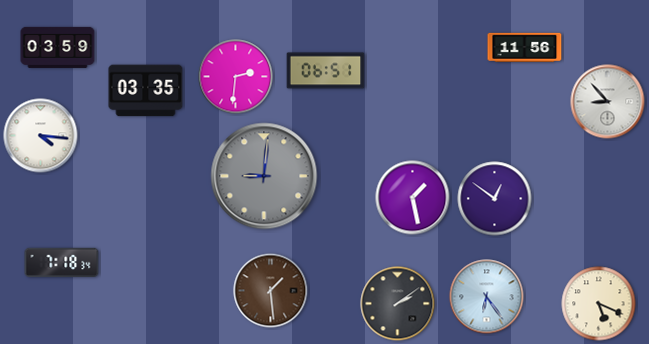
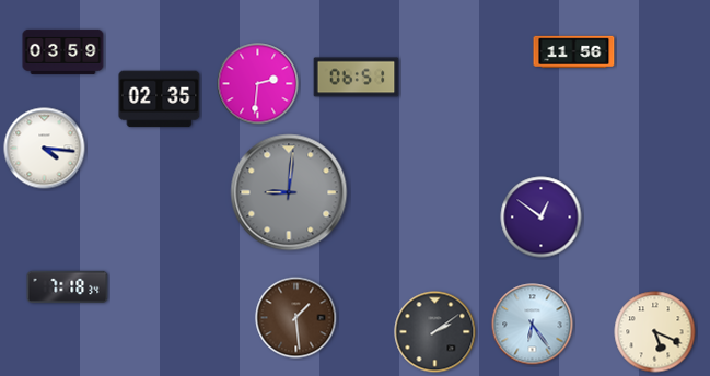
clock at (146, 91): 03:35 -> 02:35
clock at (608, 102): 8:53 -> none
clock at (413, 198): 1:28 -> none
